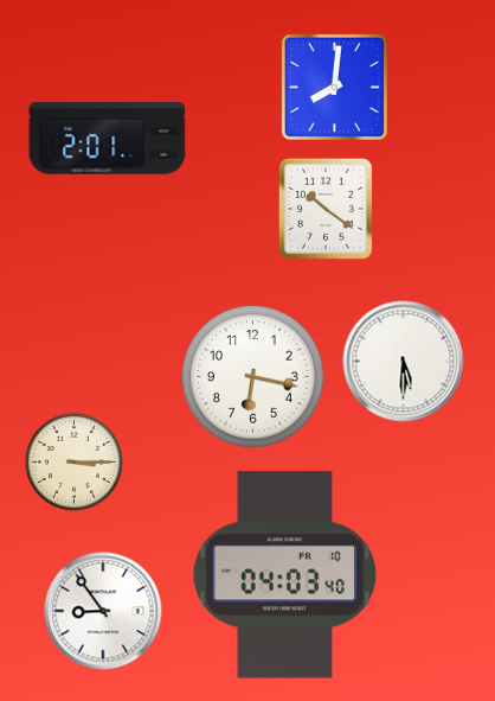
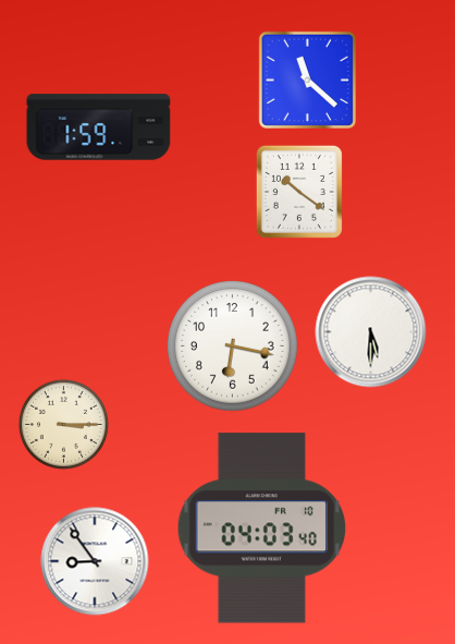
clock at (334, 87): 8:01 -> 11:22
clock at (108, 139): 2:01 -> 1:59
clock at (73, 461) position: (73, 461) -> (63, 424)
